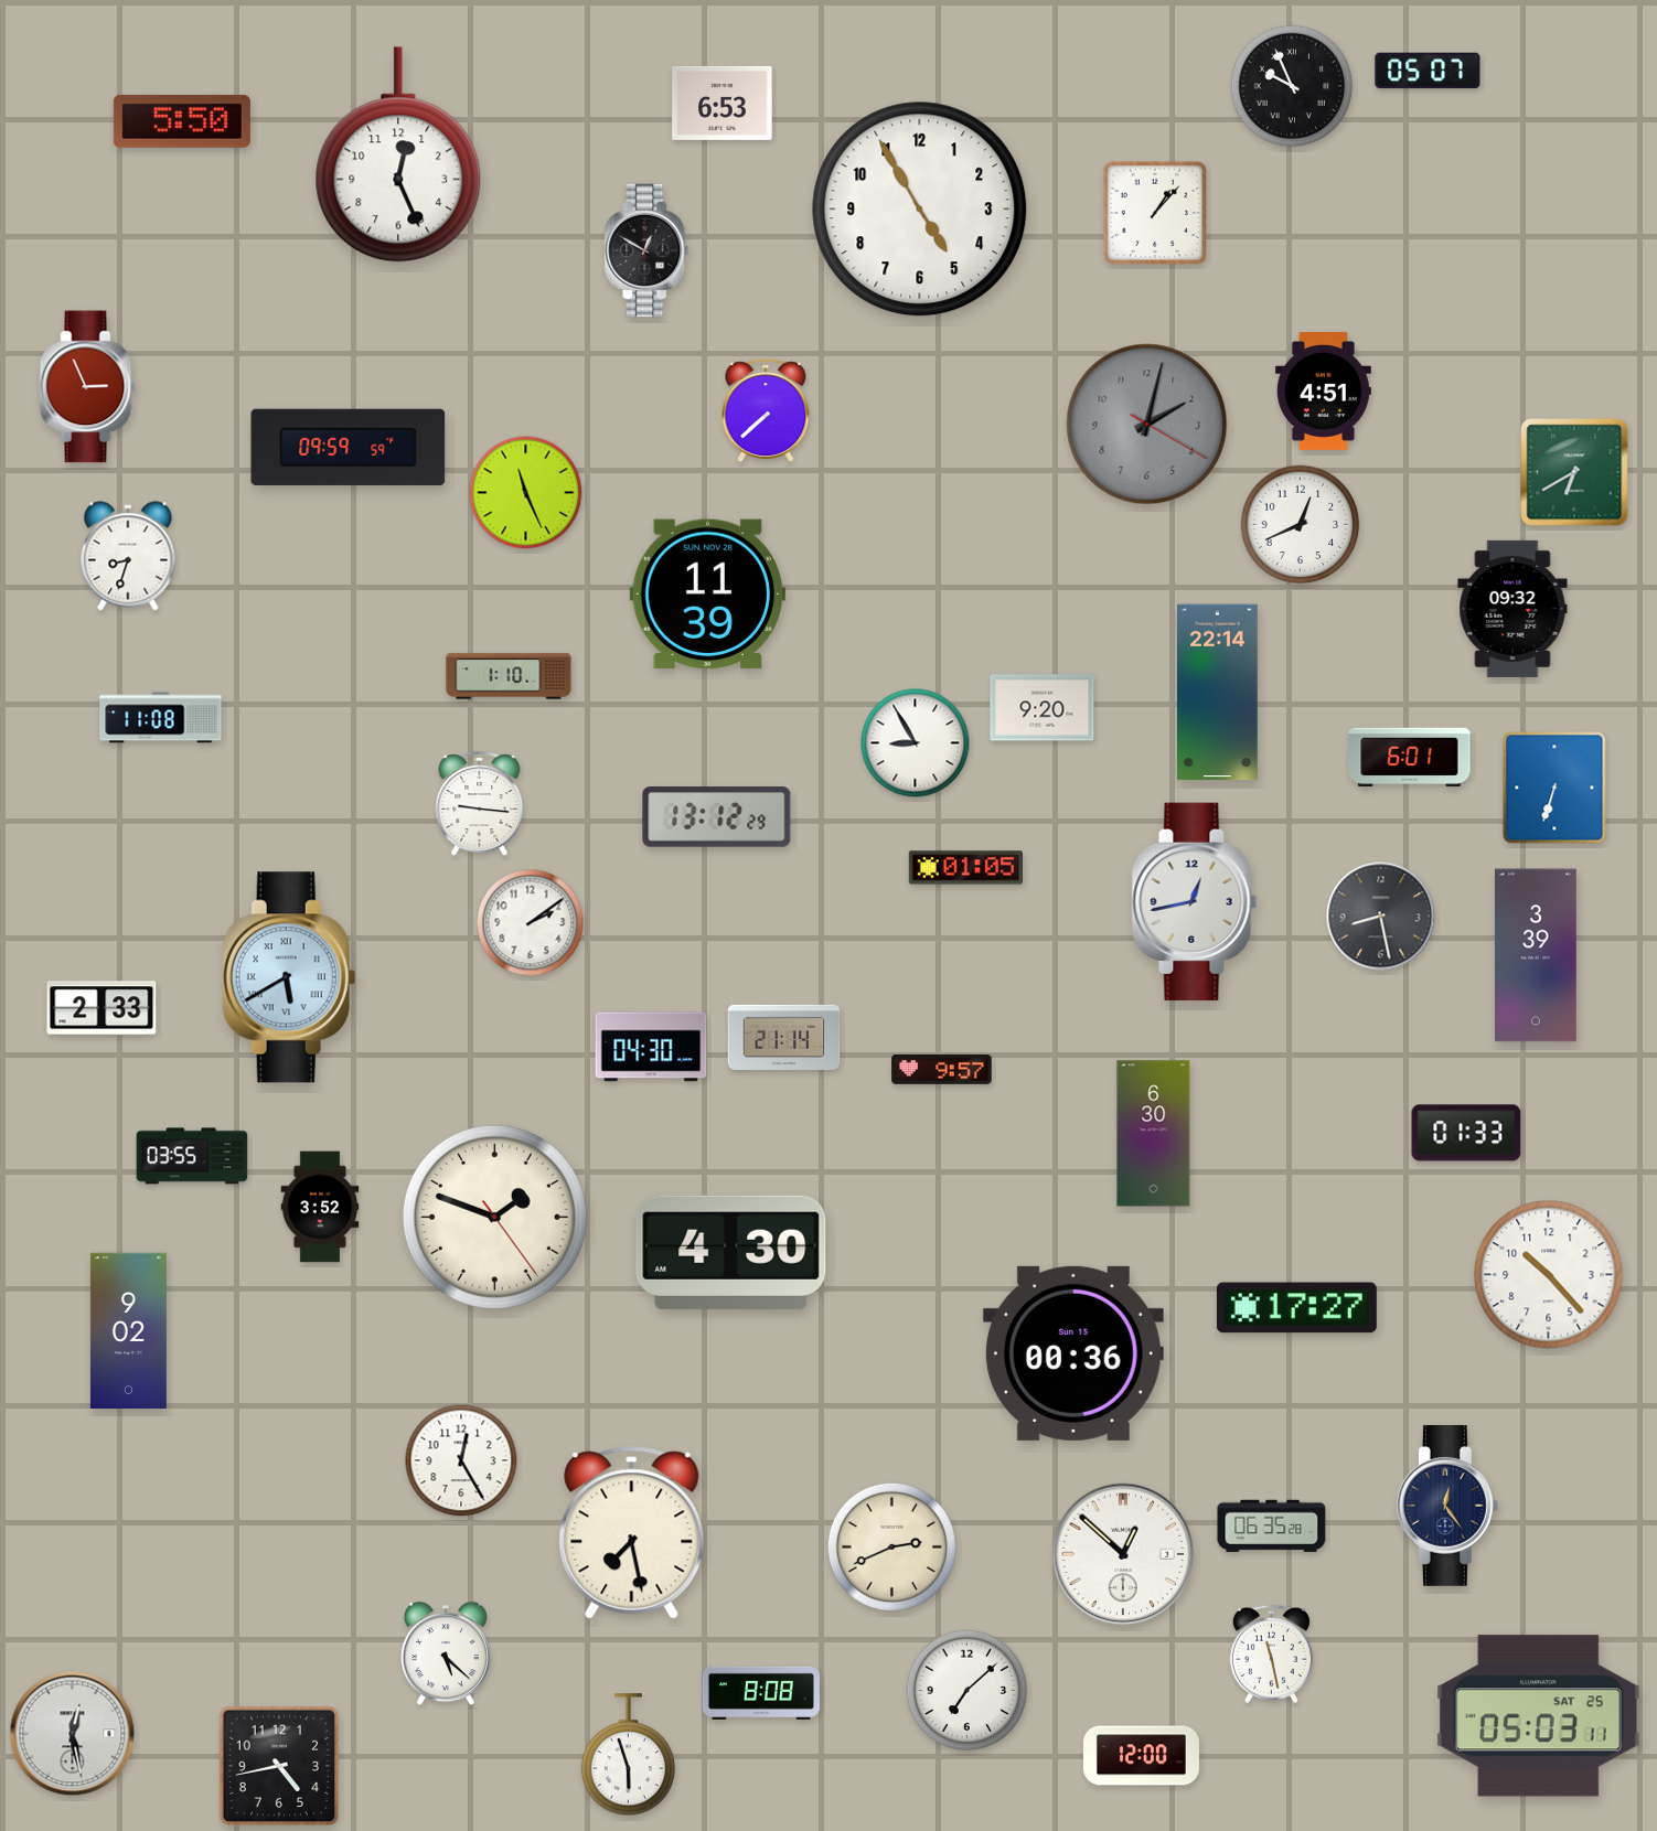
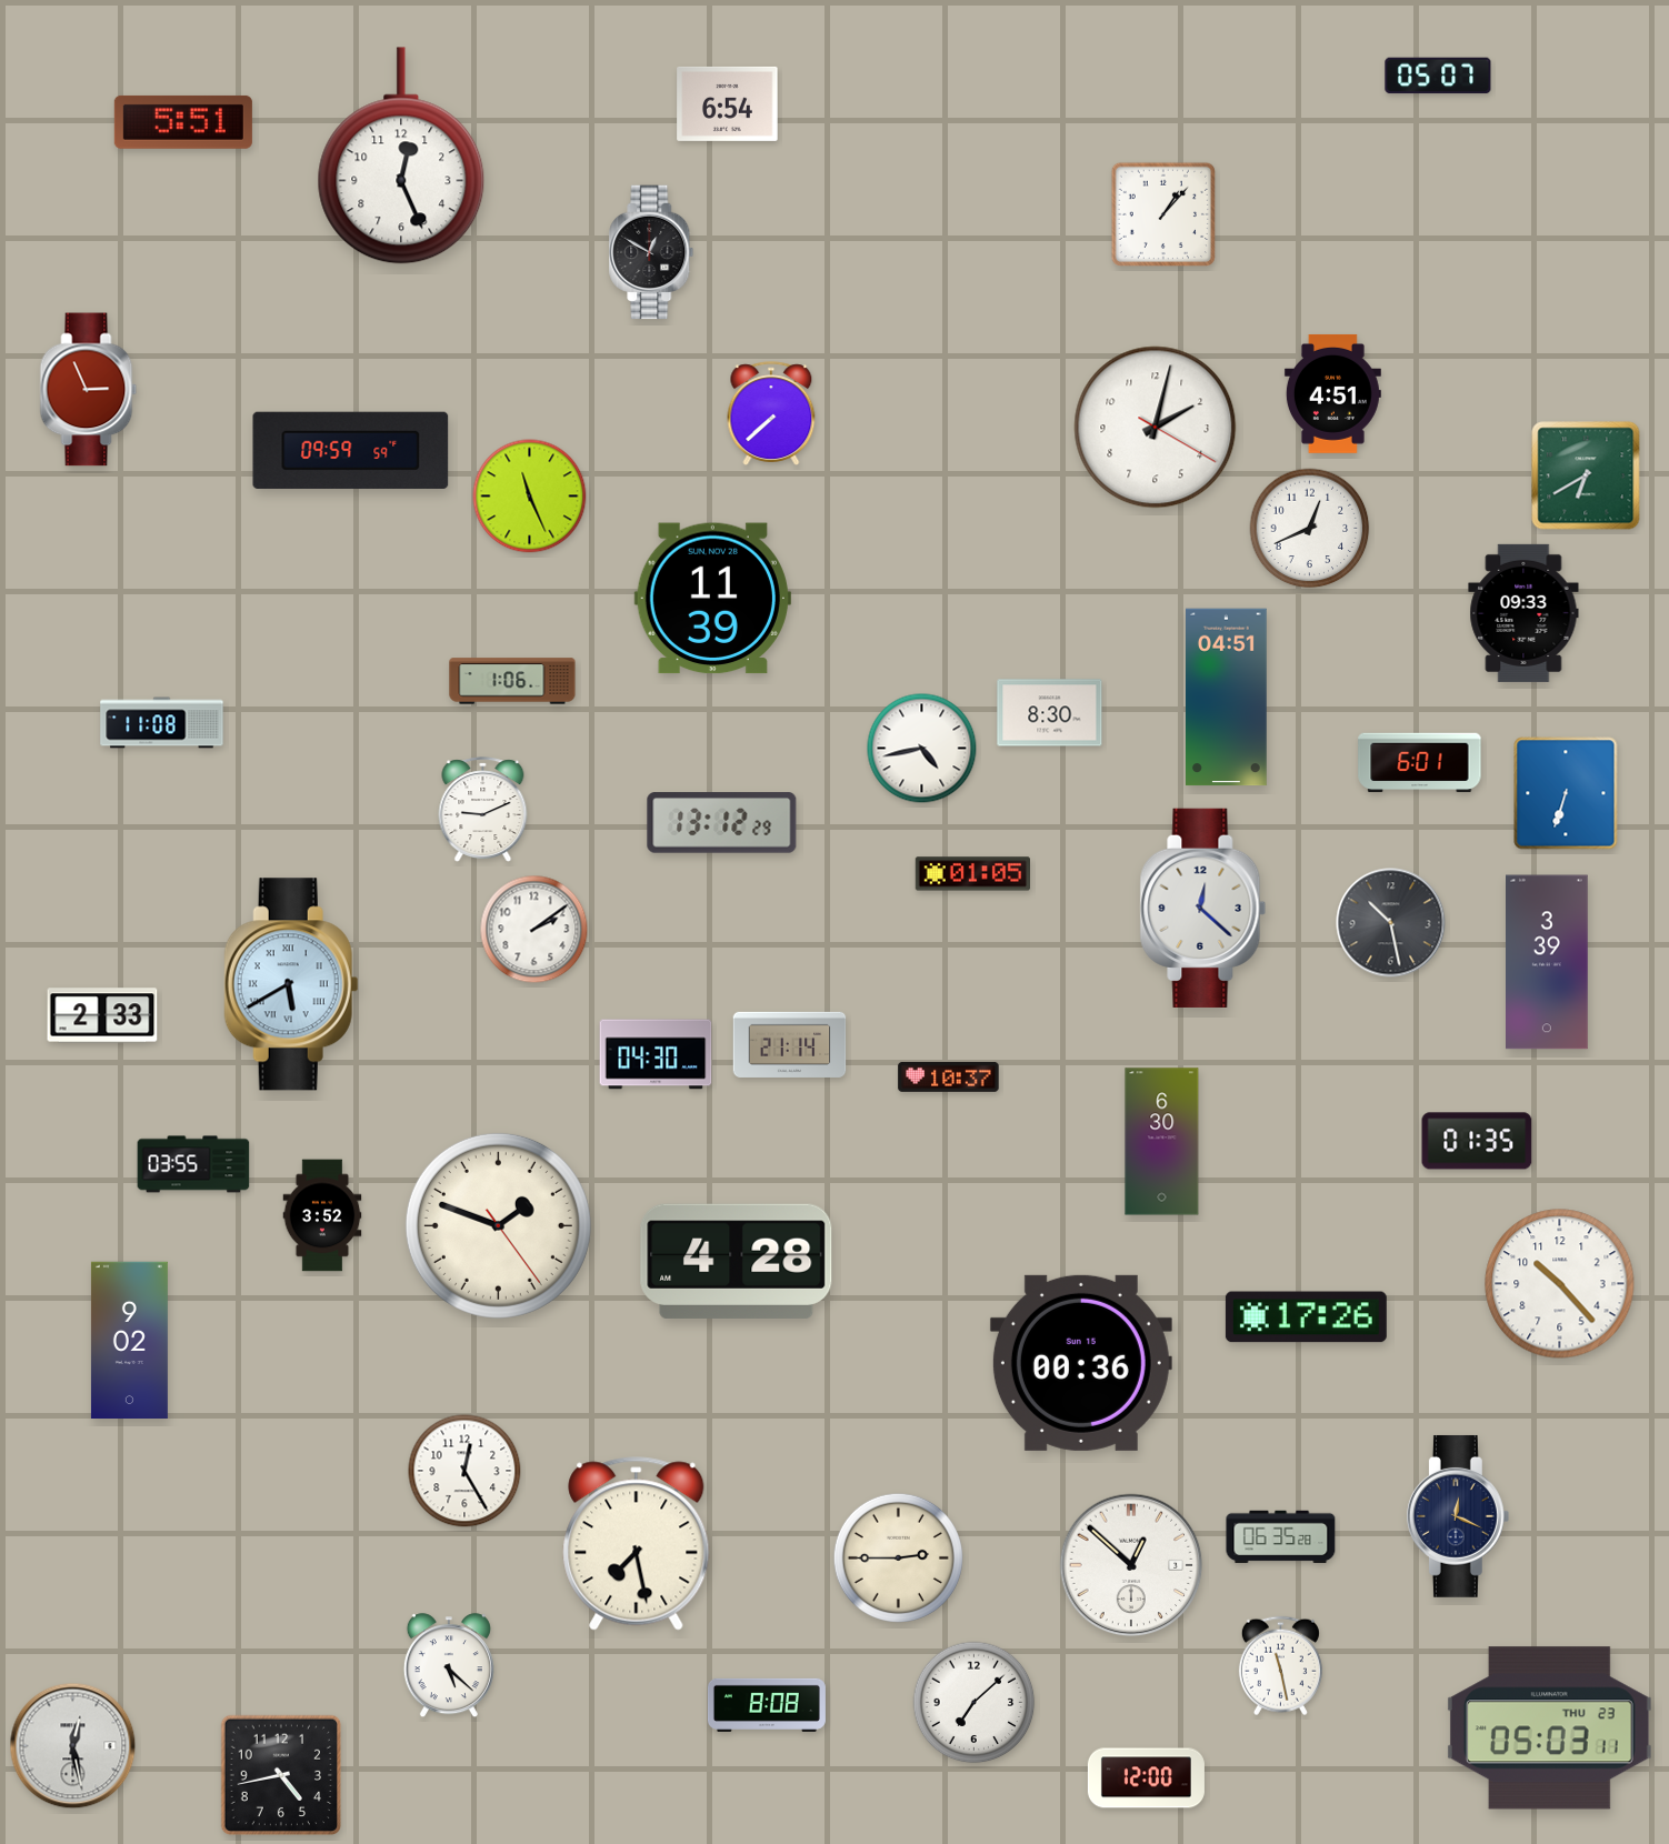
clock at (1428, 71) position: (1428, 71) -> (1438, 76)
clock at (1292, 86): 9:56 -> none
clock at (723, 103): 6:53 -> 6:54
clock at (182, 121): 5:50 -> 5:51
clock at (920, 210): 4:55 -> none
clock at (1147, 425) dial: grey -> white
clock at (128, 556): 8:33 -> none
clock at (1512, 609): 09:32 -> 09:33
clock at (509, 676): 1:10 -> 1:06
clock at (1218, 693): 22:14 -> 04:51
clock at (1043, 708): 9:20 -> 8:30
clock at (916, 743): 8:55 -> 4:43
clock at (480, 803): 9:16 -> 9:11
clock at (1195, 901): 12:43 -> 12:22
clock at (1381, 917): 8:28 -> 10:28
clock at (942, 1069): 9:57 -> 10:37
clock at (1466, 1133): 01:33 -> 01:35
clock at (731, 1252): 4:30 -> 4:28
clock at (1296, 1308): 17:27 -> 17:26
clock at (1447, 1506): 12:24 -> 12:19
clock at (891, 1546): 2:41 -> 2:45
clock at (1538, 1716) date: SAT 25 -> THU 23
clock at (628, 1755): 5:57 -> none
clock at (1141, 1756) position: (1141, 1756) -> (1146, 1778)
clock at (279, 1766) position: (279, 1766) -> (281, 1775)
